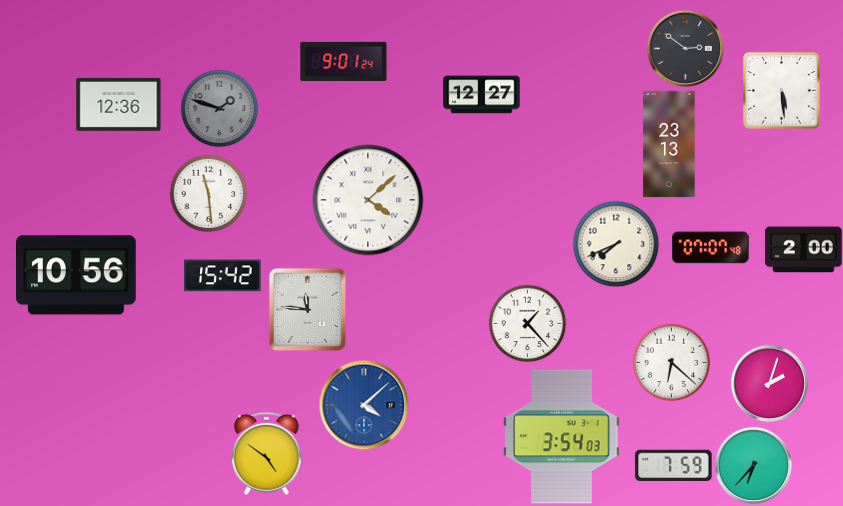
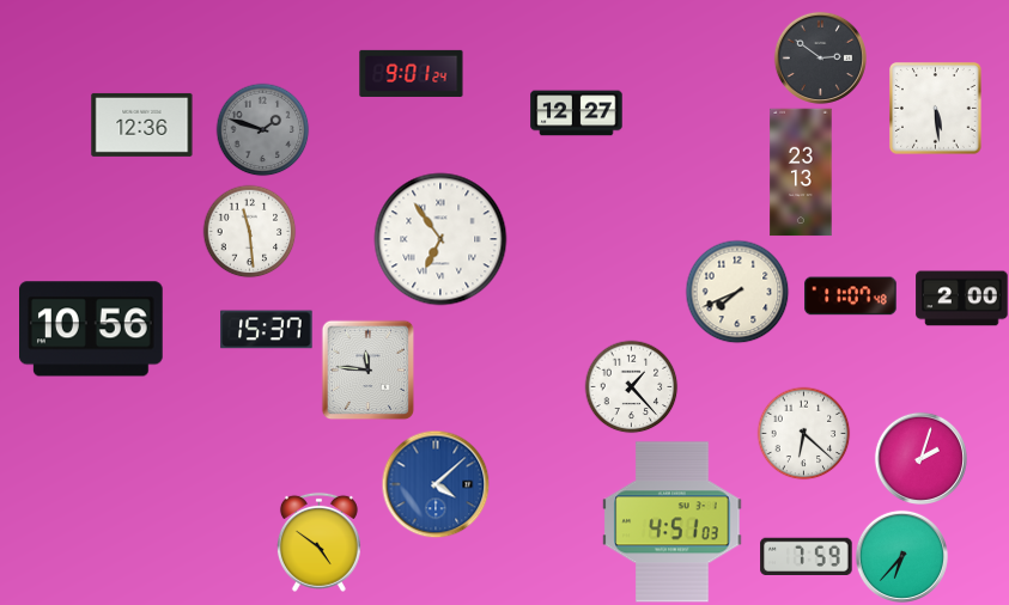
clock at (368, 200): 4:08 -> 6:54
clock at (711, 248): 07:07 -> 11:07
clock at (223, 276): 15:42 -> 15:37
clock at (562, 437): 3:54 -> 4:51
